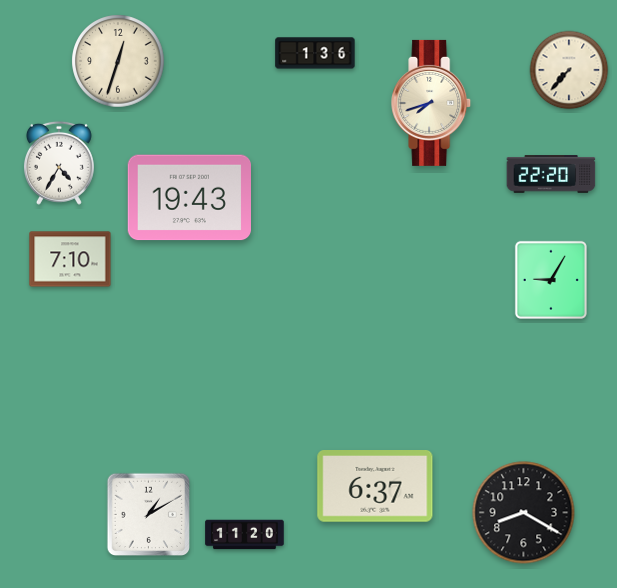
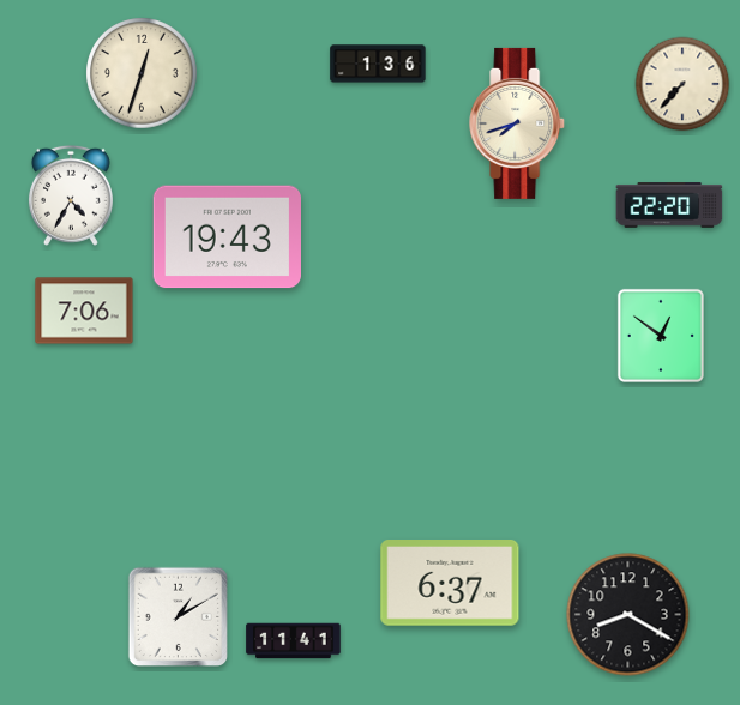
clock at (551, 174) position: (551, 174) -> (669, 205)
clock at (70, 259): 7:10 -> 7:06
clock at (551, 280): 9:05 -> 12:51
clock at (245, 535): 11:20 -> 11:41
